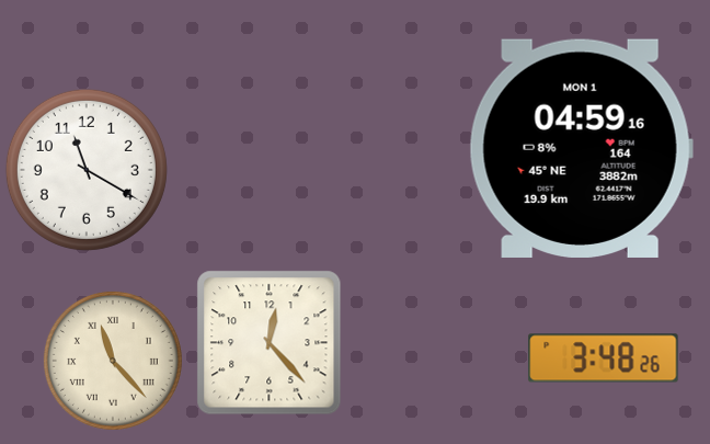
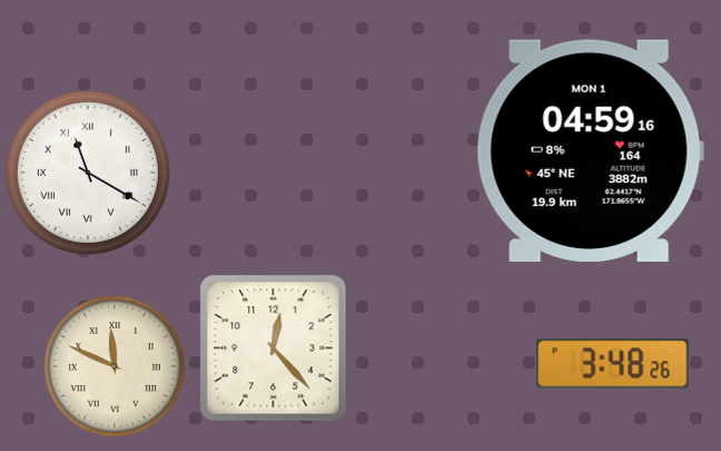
clock at (87, 170) numerals: Arabic -> Roman
clock at (113, 361): 11:23 -> 11:49
